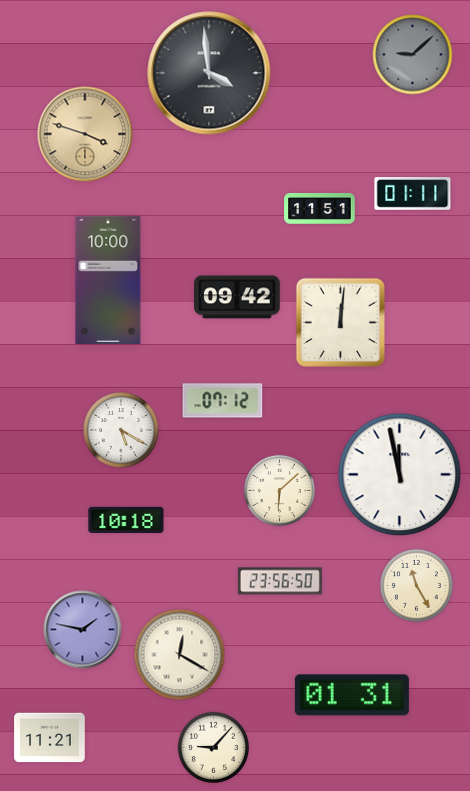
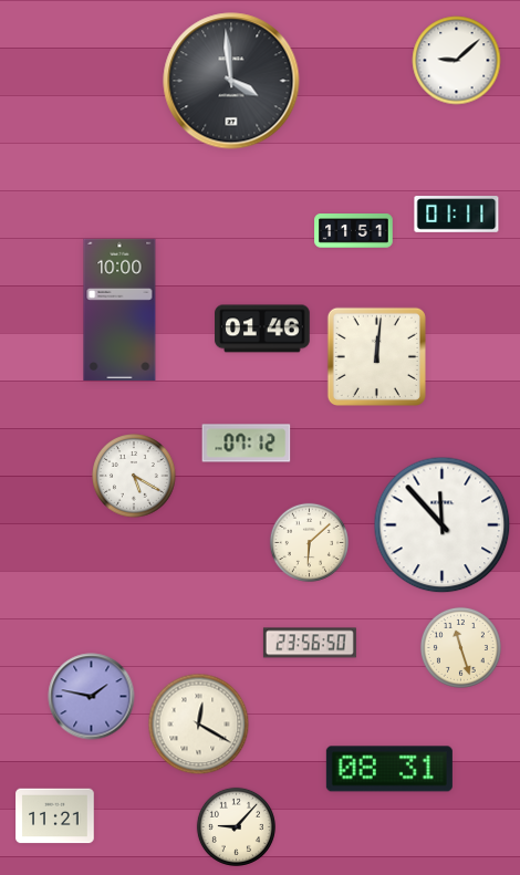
clock at (413, 55) dial: grey -> white
clock at (85, 134): 3:48 -> none
clock at (237, 297): 09:42 -> 01:46
clock at (400, 475): 11:58 -> 11:53
clock at (126, 520): 10:18 -> none
clock at (416, 585): 11:25 -> 11:27
clock at (352, 695): 01:31 -> 08:31
